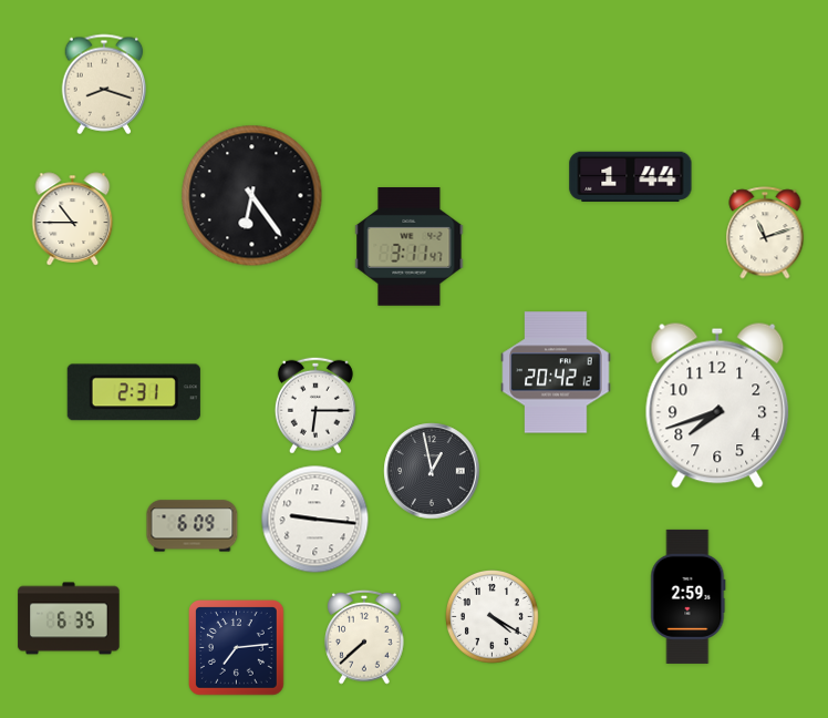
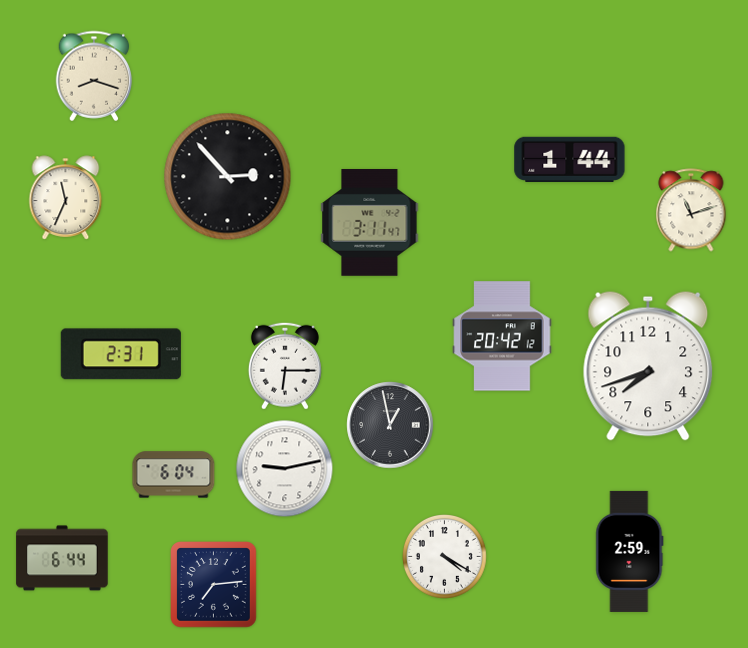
clock at (252, 196): 6:24 -> 2:53
clock at (73, 219): 10:45 -> 11:34
clock at (315, 520): 9:16 -> 9:13
clock at (193, 526): 6:09 -> 6:04
clock at (689, 596) position: (689, 596) -> (630, 551)
clock at (69, 618): 6:35 -> 6:44
clock at (365, 637): 7:38 -> none
